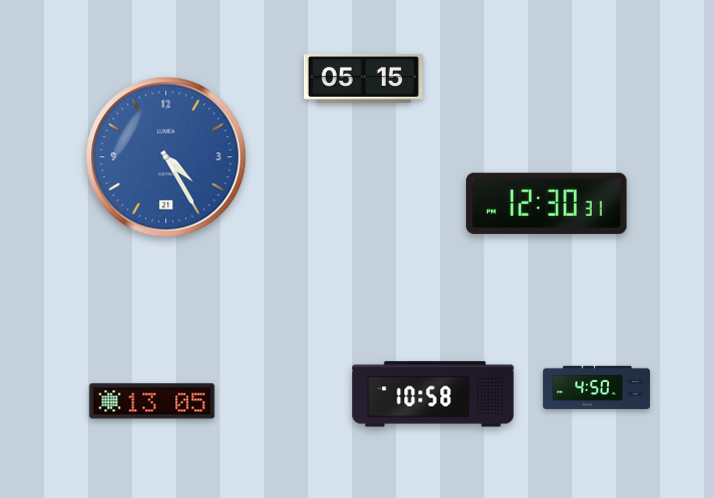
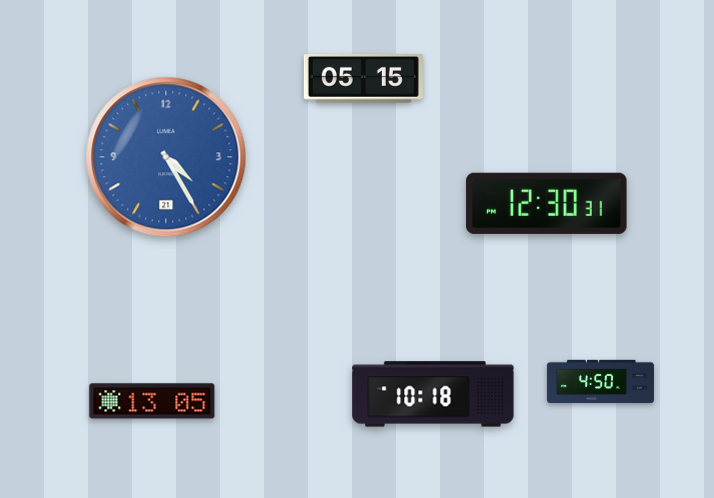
clock at (596, 388) position: (596, 388) -> (600, 382)
clock at (433, 394): 10:58 -> 10:18
